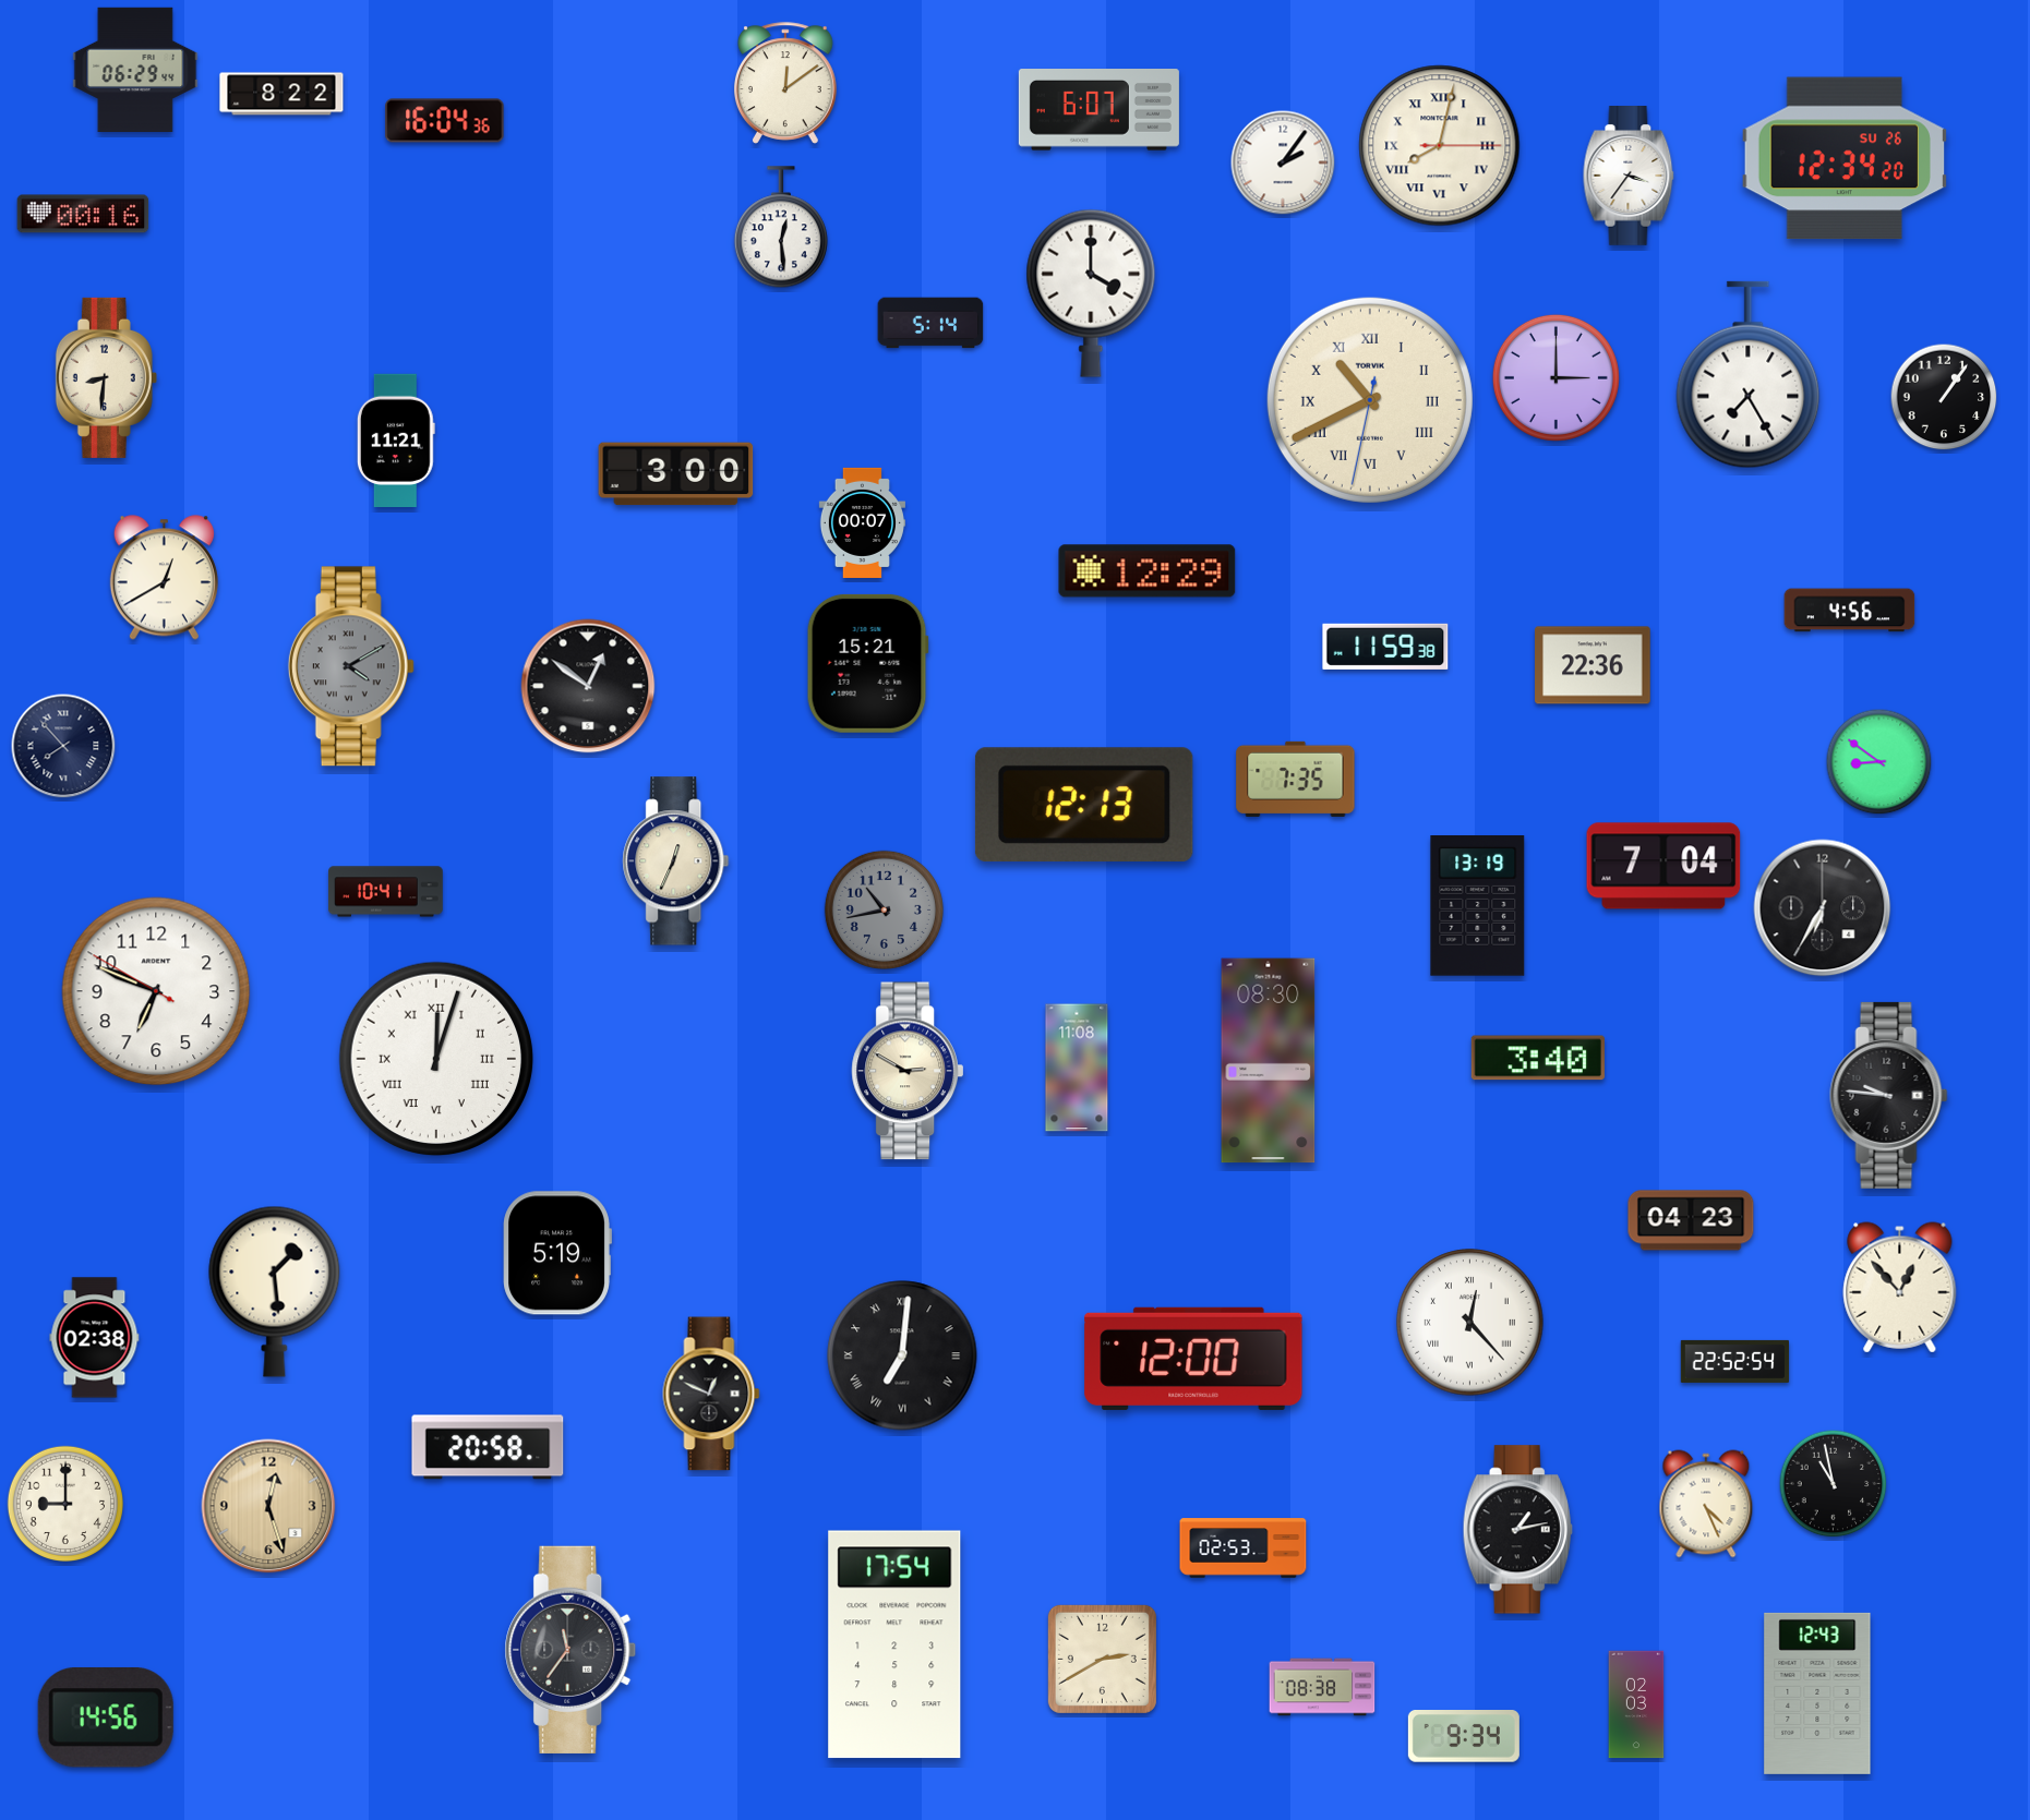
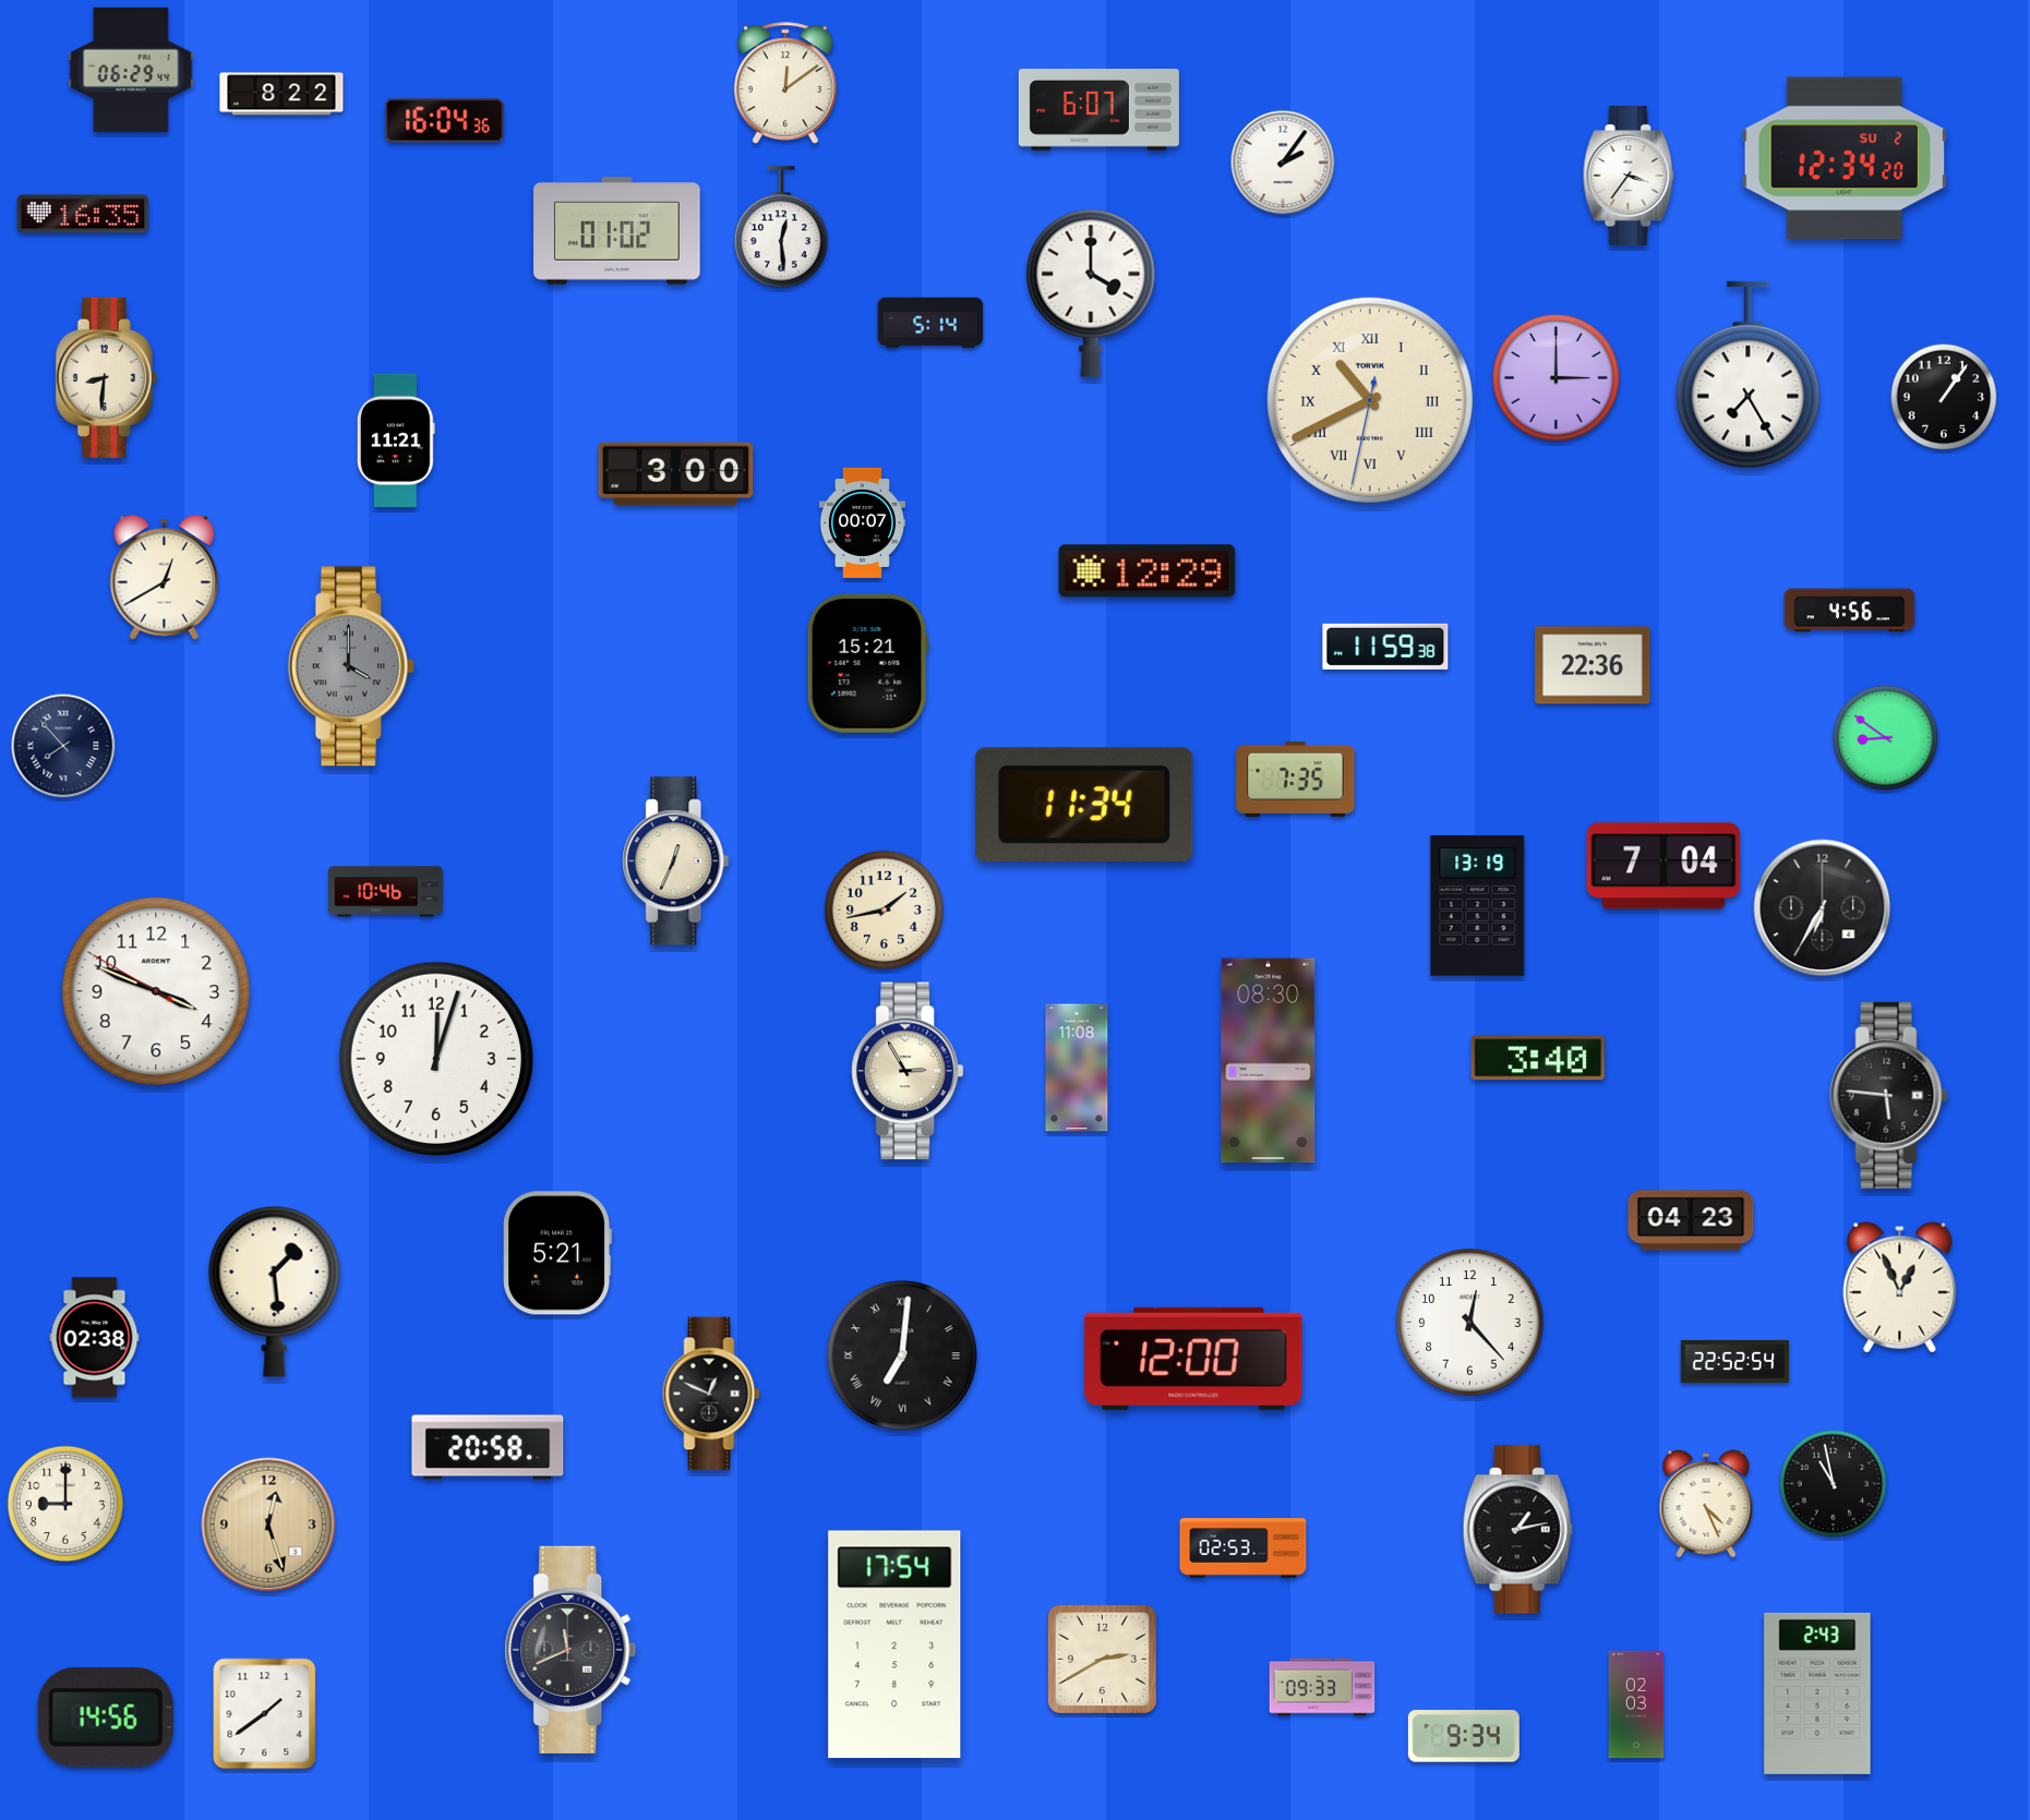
clock at (135, 69) position: (135, 69) -> (131, 69)
clock at (1440, 146): 8:02 -> none
clock at (1843, 158) date: SU 26 -> SU 2
clock at (83, 214): 00:16 -> 16:35
clock at (617, 231): none -> 01:02
clock at (351, 666): 4:10 -> 4:00
clock at (588, 686): 12:51 -> none
clock at (1879, 762) position: (1879, 762) -> (1886, 738)
clock at (1084, 804): 12:13 -> 11:34
clock at (386, 892): 10:41 -> 10:46
clock at (884, 909): 10:43 -> 1:43
clock at (884, 909) dial: grey -> cream
clock at (156, 991): 6:48 -> 3:48
clock at (435, 1058) numerals: Roman -> Arabic
clock at (906, 1071): 2:50 -> 2:55
clock at (1889, 1095): 9:46 -> 5:46
clock at (557, 1253): 5:19 -> 5:21
clock at (1900, 1288): 12:53 -> 12:56
clock at (1470, 1323) numerals: Roman -> Arabic
clock at (268, 1506) position: (268, 1506) -> (268, 1524)
clock at (570, 1650): 11:36 -> 11:41
clock at (1322, 1687): 08:38 -> 09:33
clock at (1817, 1694): 12:43 -> 2:43
clock at (265, 1714): none -> 1:39
